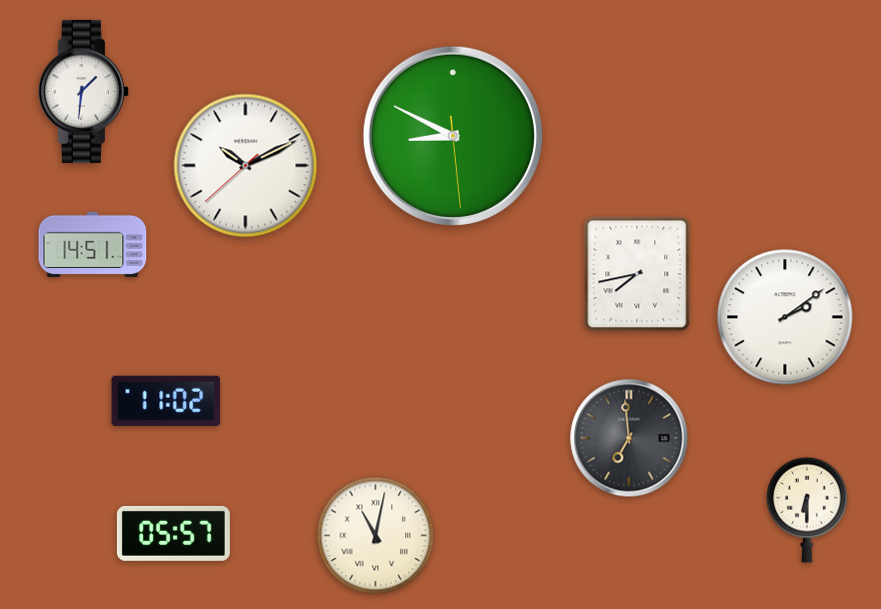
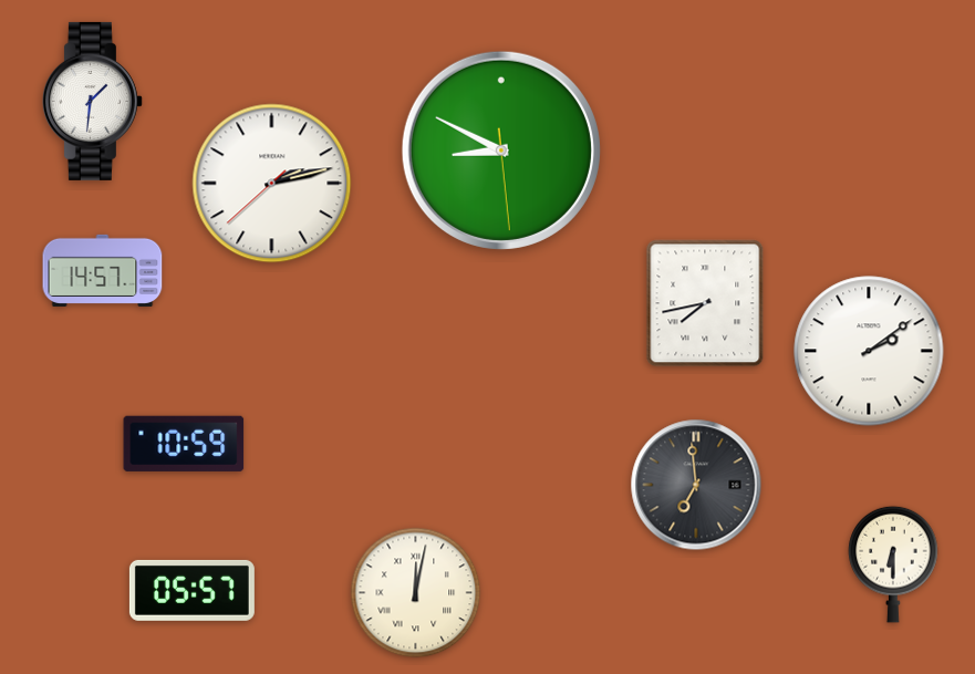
clock at (246, 166): 10:10 -> 2:12
clock at (93, 244): 14:51 -> 14:57
clock at (166, 401): 11:02 -> 10:59
clock at (376, 536): 11:02 -> 12:02
